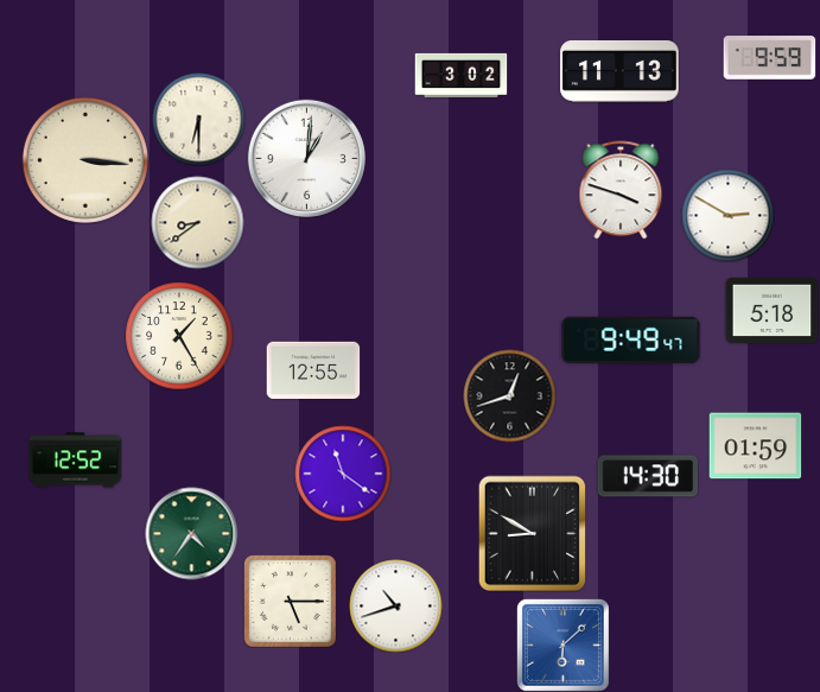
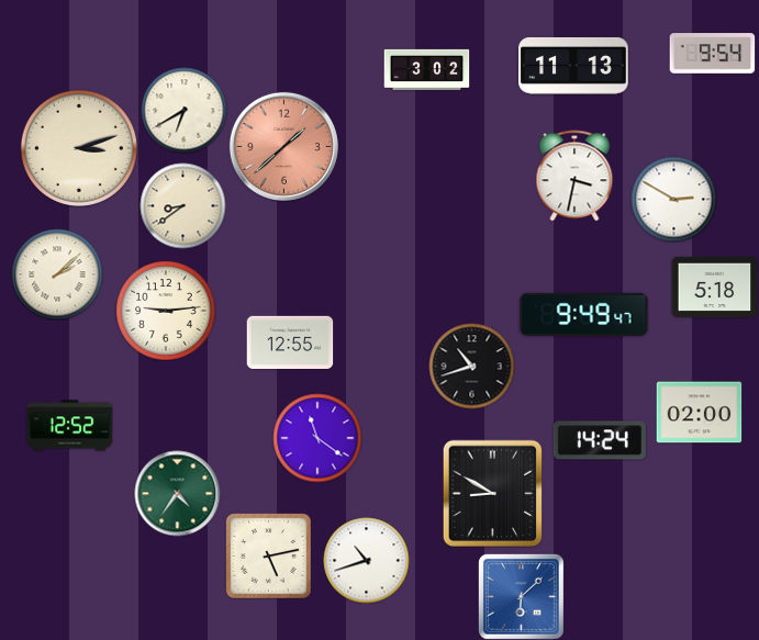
clock at (769, 58): 9:59 -> 9:54
clock at (198, 119): 6:30 -> 6:40
clock at (306, 158): 1:01 -> 1:38
clock at (306, 158) dial: white -> salmon
clock at (85, 160): 3:16 -> 3:12
clock at (621, 190): 3:48 -> 3:32
clock at (57, 274): none -> 2:08
clock at (179, 336): 1:25 -> 9:14
clock at (509, 395): 12:42 -> 10:42
clock at (755, 446): 01:59 -> 02:00
clock at (648, 476): 14:30 -> 14:24
clock at (291, 602): 5:15 -> 5:13
